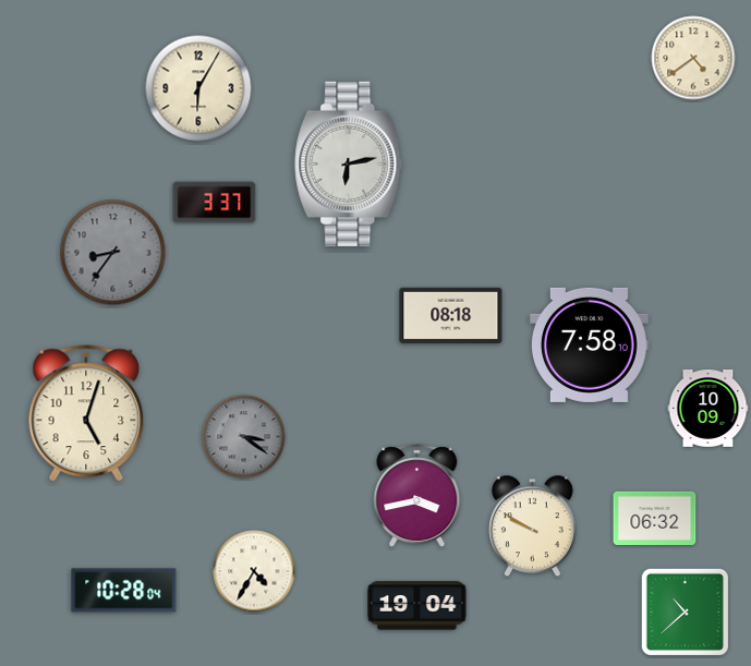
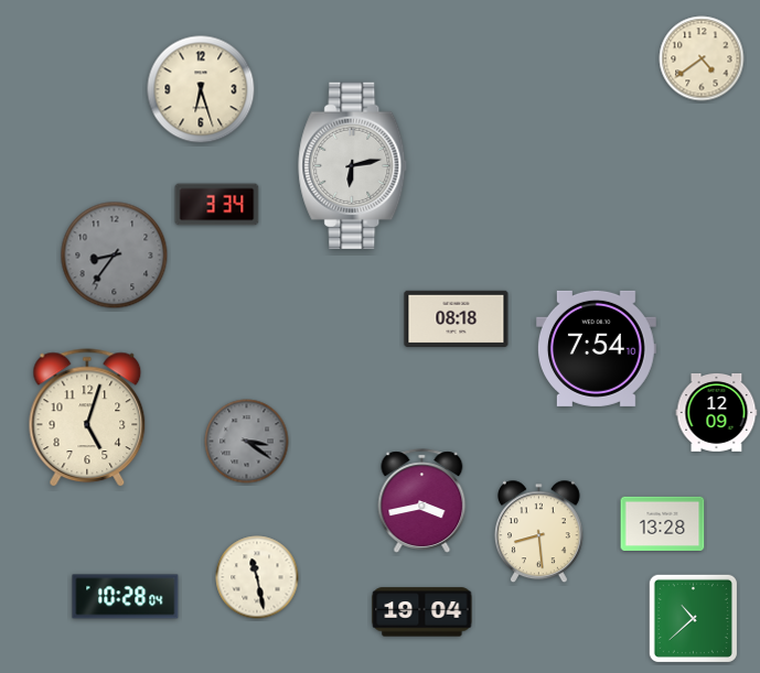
clock at (198, 88): 6:05 -> 6:27
clock at (215, 203): 3:37 -> 3:34
clock at (589, 344): 7:58 -> 7:54
clock at (708, 408): 10:09 -> 12:09
clock at (655, 518): 06:32 -> 13:28
clock at (532, 526): 9:50 -> 8:29
clock at (254, 571): 4:35 -> 11:28
